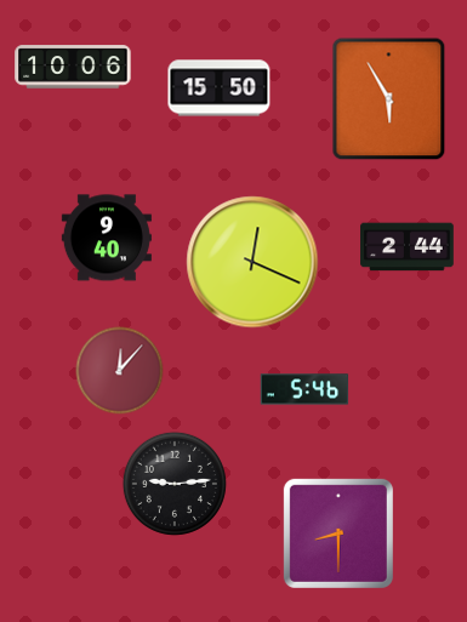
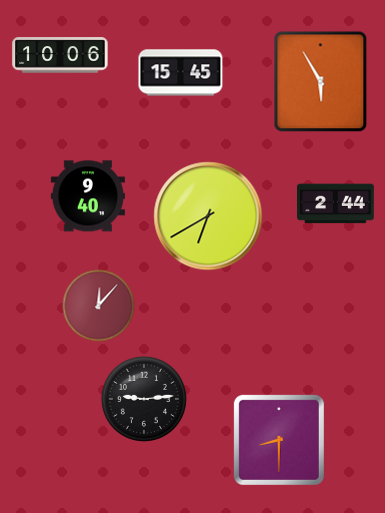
clock at (220, 89): 15:50 -> 15:45
clock at (252, 262): 12:19 -> 6:40
clock at (304, 389): 5:46 -> none
